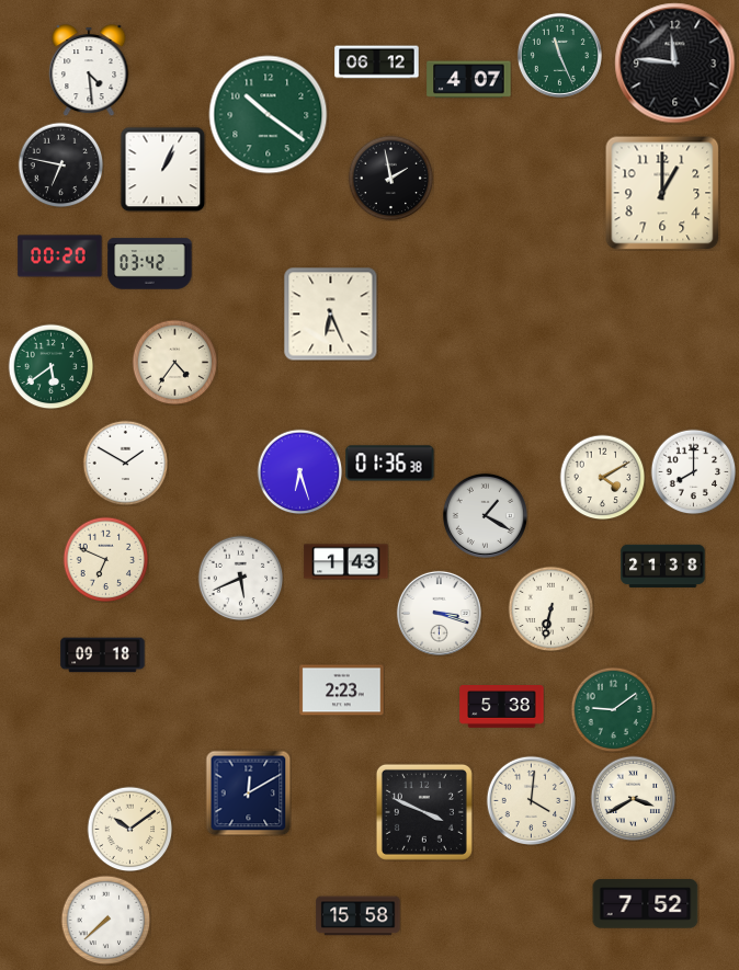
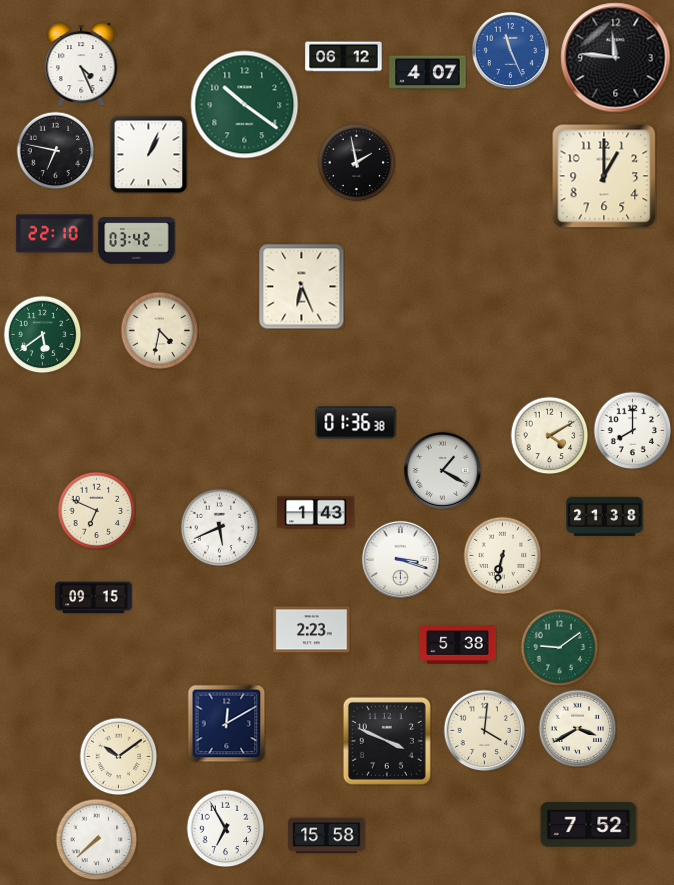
clock at (559, 55) dial: green -> blue
clock at (89, 70): 4:29 -> 4:26
clock at (60, 256): 00:20 -> 22:10
clock at (174, 362): 4:36 -> 4:32
clock at (50, 366) position: (50, 366) -> (42, 334)
clock at (125, 463): 1:50 -> none
clock at (299, 471): 6:27 -> none
clock at (103, 655): 09:18 -> 09:15
clock at (225, 828): none -> 6:55
